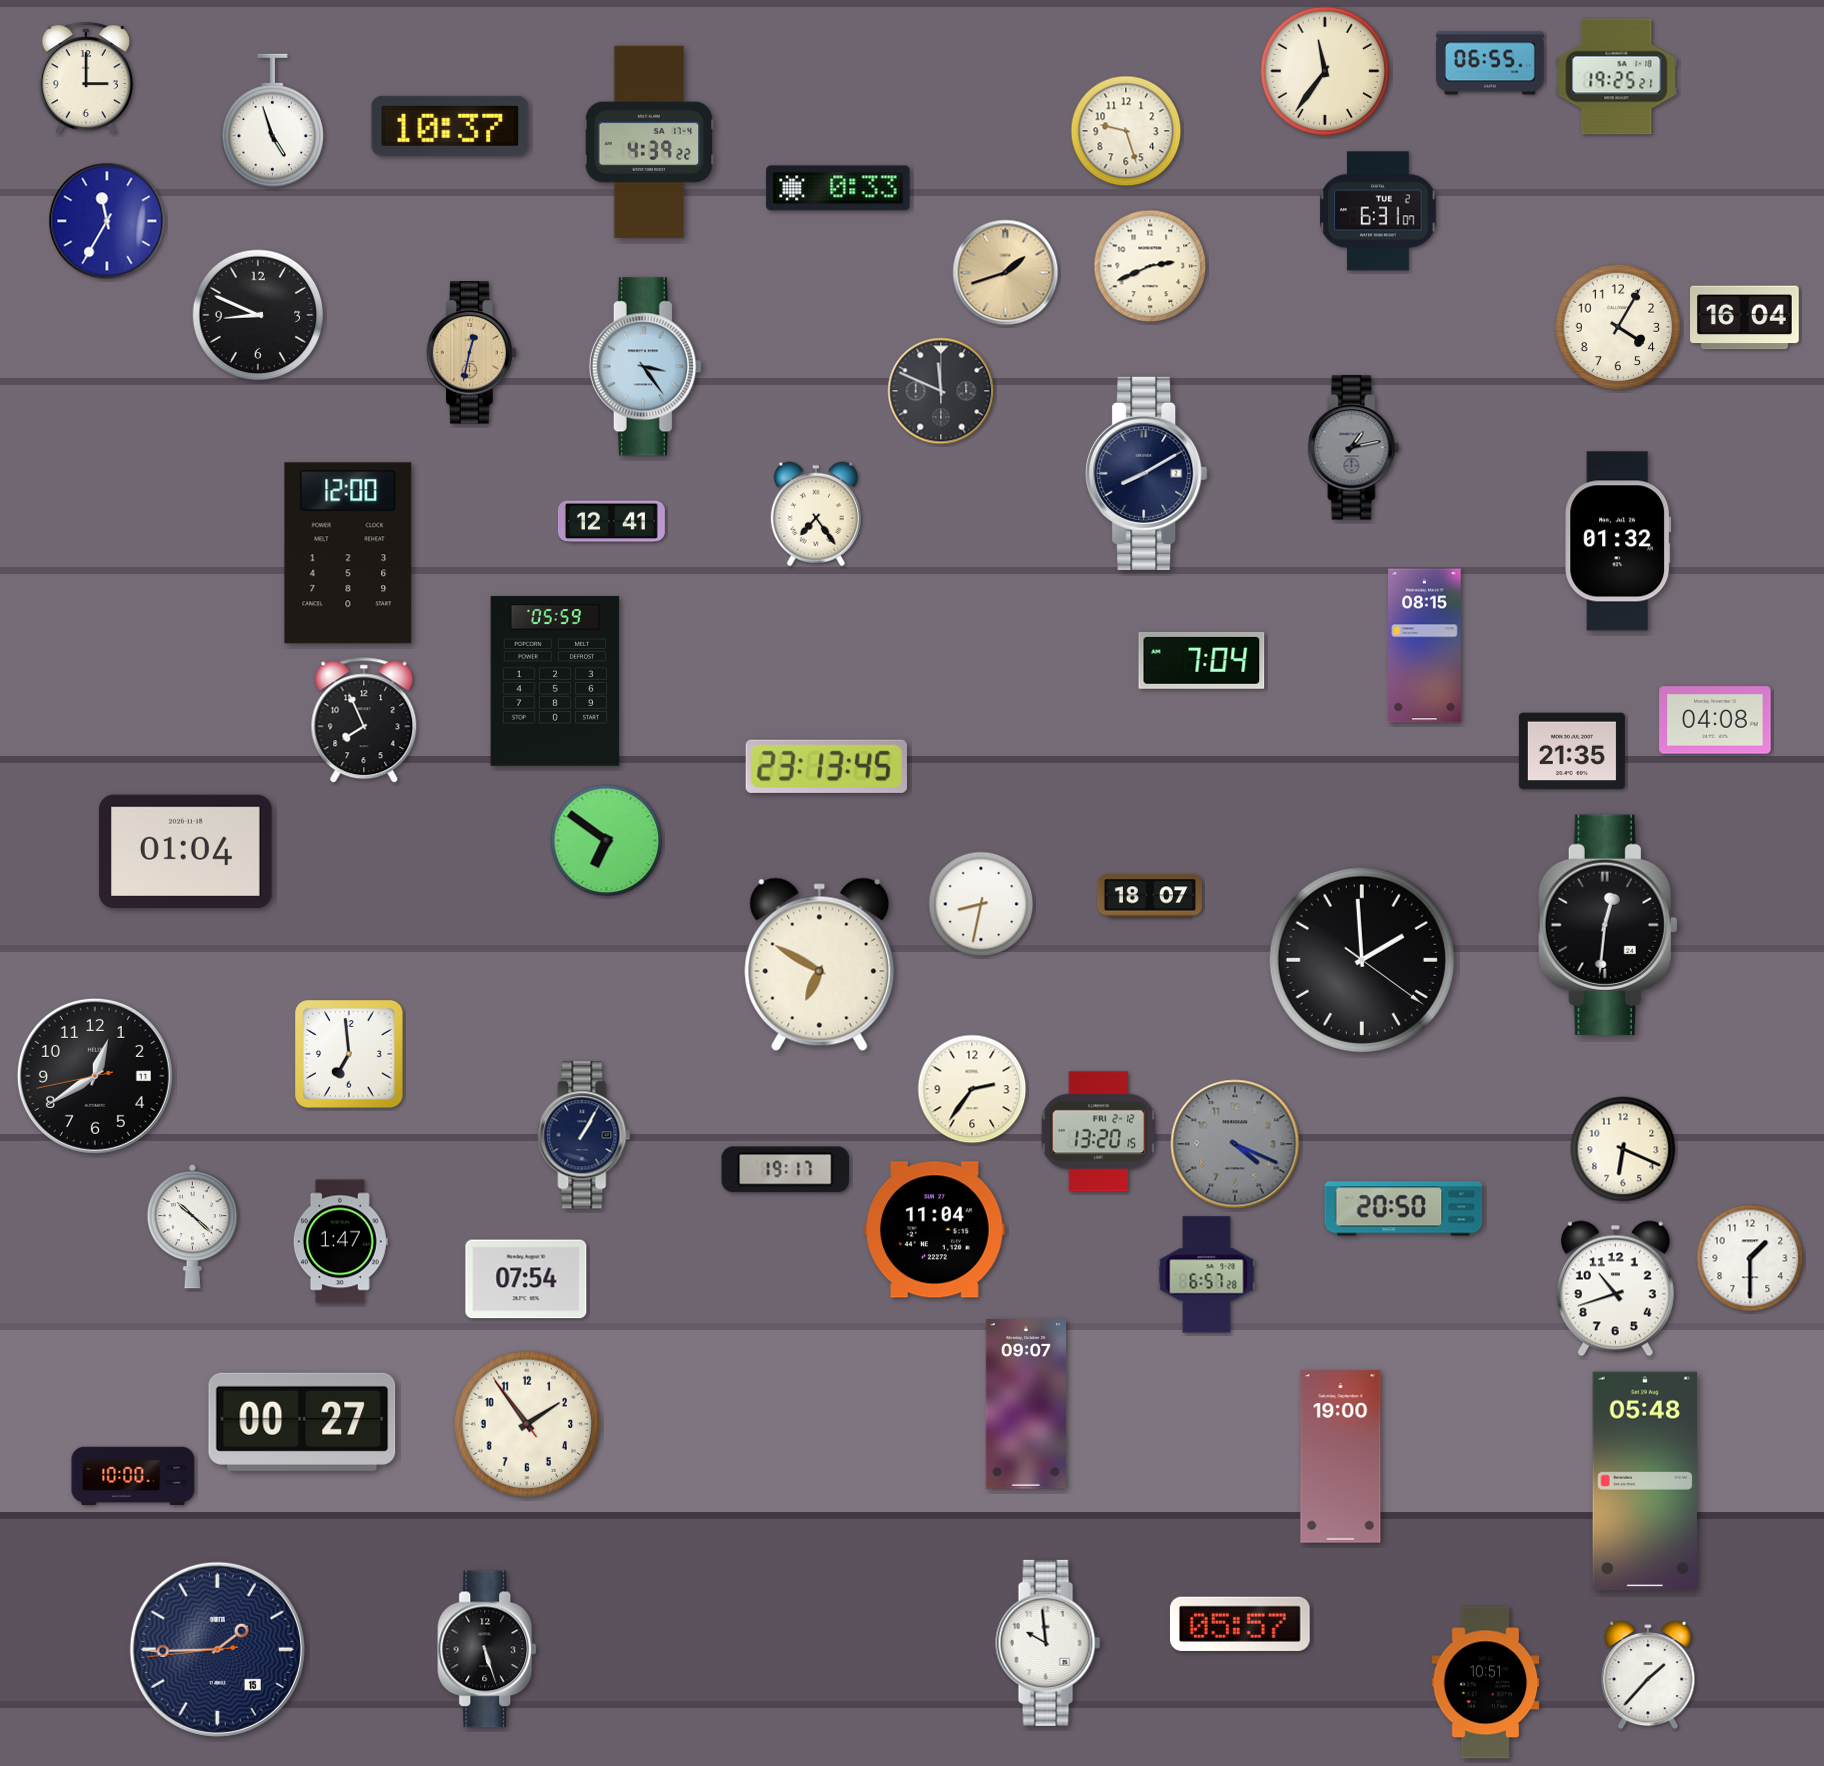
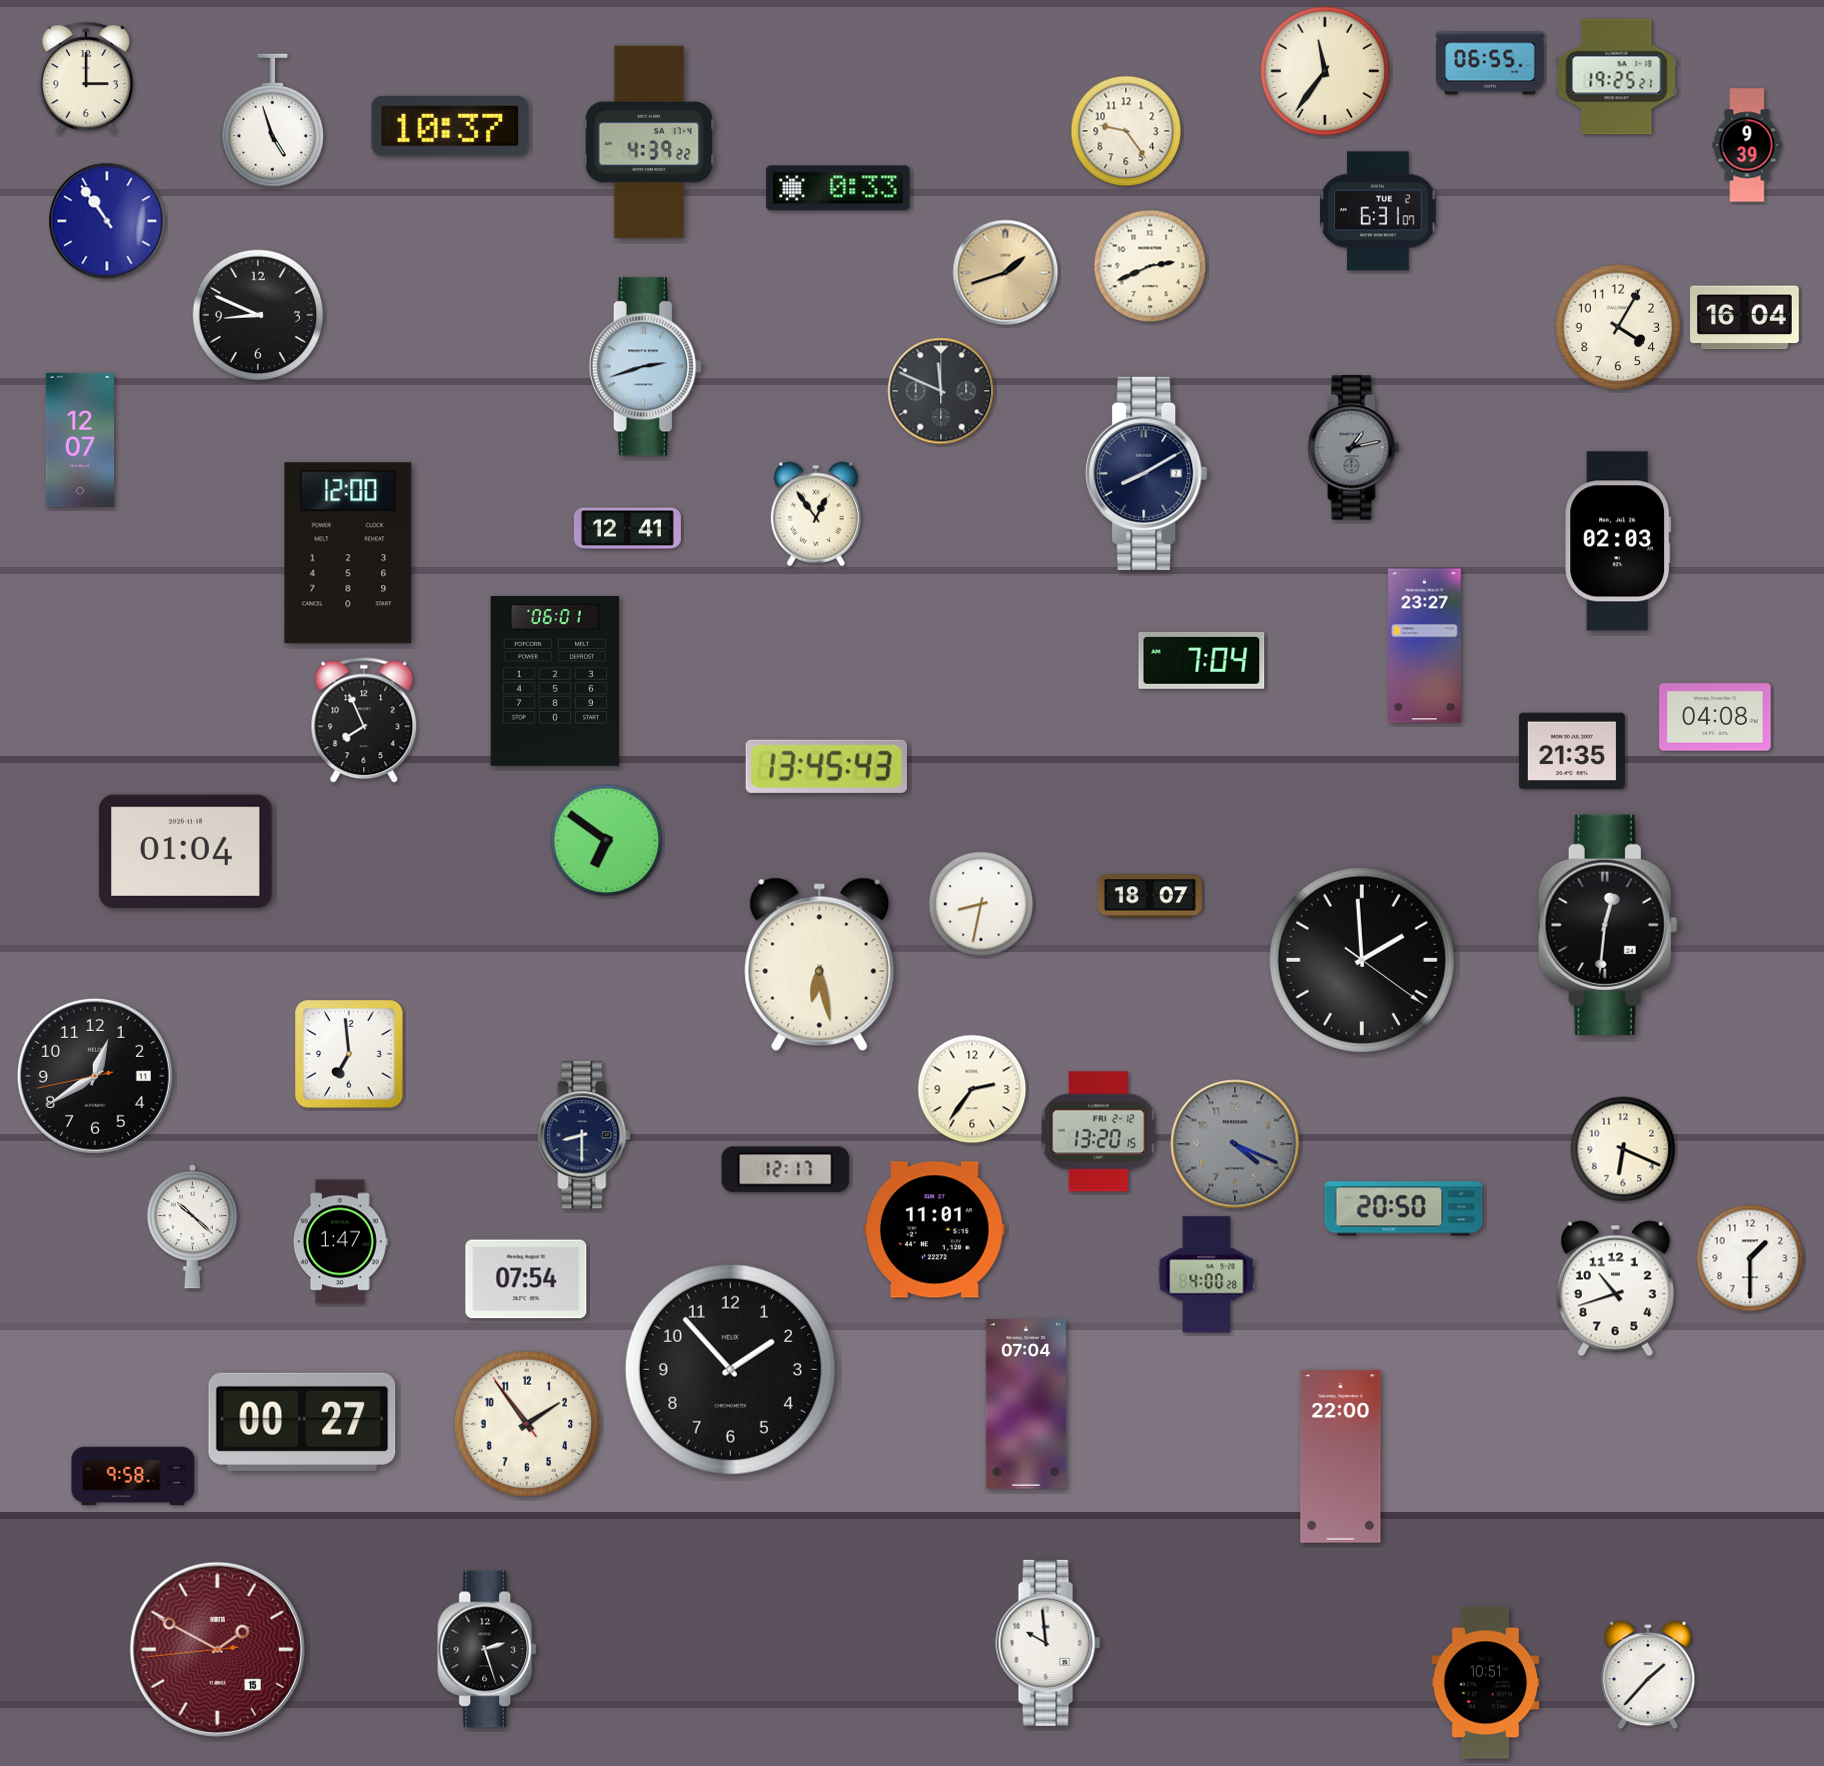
clock at (1126, 131): 9:27 -> 9:24
clock at (1747, 145): none -> 9:39
clock at (107, 221): 11:35 -> 10:54
clock at (472, 353): 12:32 -> none
clock at (645, 367): 3:24 -> 2:42
clock at (80, 440): none -> 12:07
clock at (816, 514): 7:24 -> 12:54
clock at (611, 522) position: (611, 522) -> (627, 529)
clock at (1618, 541): 01:32 -> 02:03
clock at (1425, 646): 08:15 -> 23:27
clock at (555, 682): 05:59 -> 06:01
clock at (1715, 720) position: (1715, 720) -> (1715, 717)
clock at (826, 766): 23:13 -> 13:45
clock at (820, 965): 6:50 -> 6:28
clock at (584, 1135): 1:05 -> 8:30
clock at (786, 1170): 19:17 -> 12:17
clock at (935, 1230): 11:04 -> 11:01
clock at (1207, 1275): 6:57 -> 4:00
clock at (730, 1369): none -> 1:53
clock at (1026, 1405): 09:07 -> 07:04
clock at (1341, 1457): 19:00 -> 22:00
clock at (133, 1476): 10:00 -> 9:58
clock at (1645, 1481): 05:48 -> none
clock at (1240, 1624): 05:57 -> none
clock at (217, 1649): 1:44 -> 1:49
clock at (217, 1649) dial: navy -> burgundy
clock at (488, 1649): 5:27 -> 2:27
